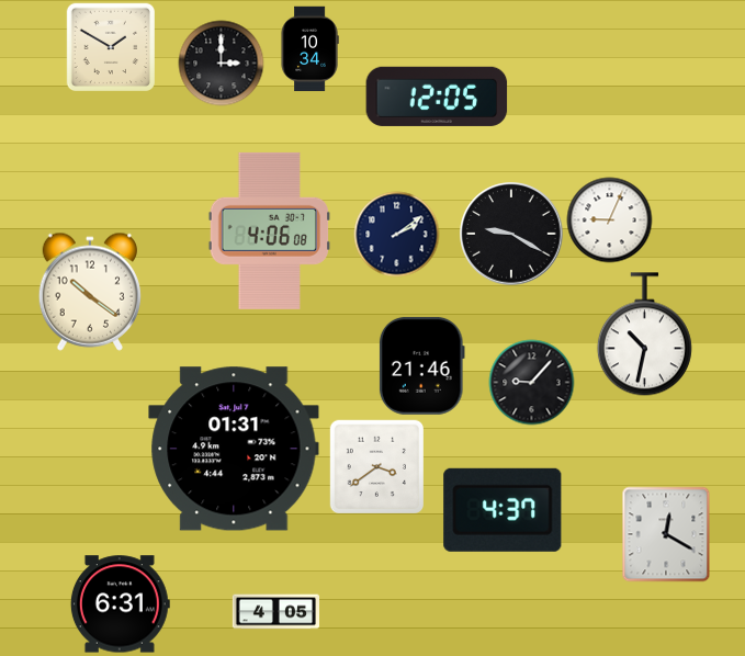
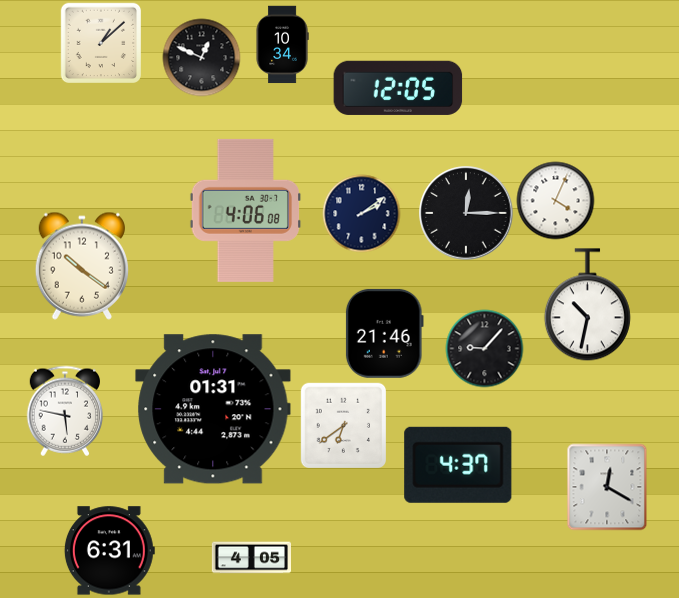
clock at (110, 46): 1:50 -> 1:08
clock at (221, 63): 3:00 -> 12:49
clock at (609, 219): 9:04 -> 4:04
clock at (511, 234): 9:20 -> 12:15
clock at (65, 411): none -> 5:47
clock at (376, 466): 3:39 -> 6:39
